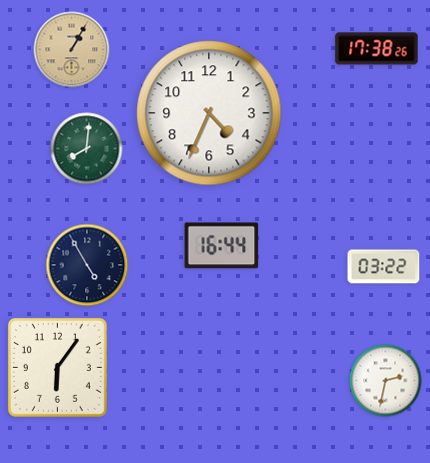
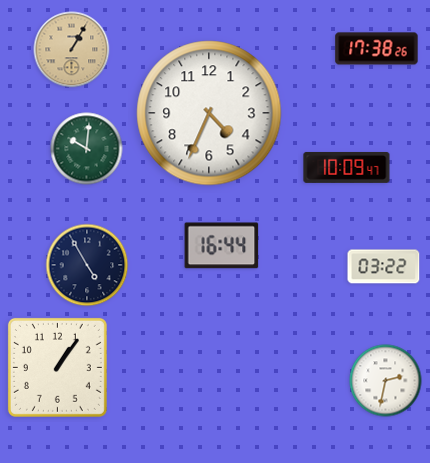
clock at (87, 149): 8:01 -> 10:01
clock at (347, 167): none -> 10:09
clock at (57, 367): 6:06 -> 1:06
